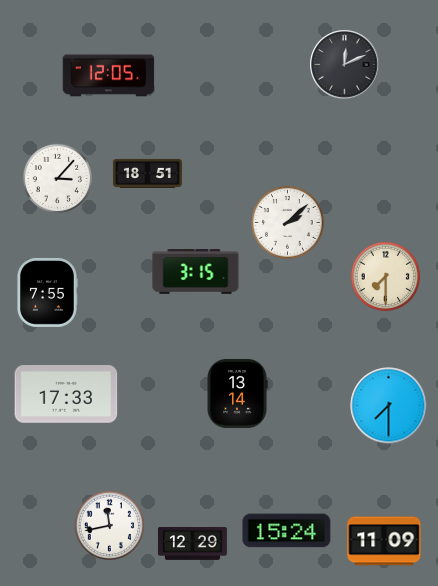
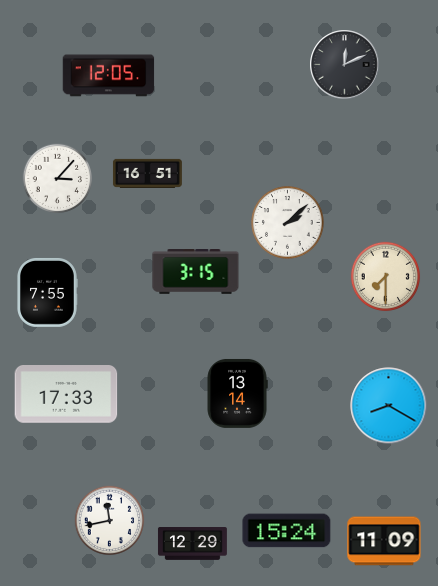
clock at (148, 173): 18:51 -> 16:51
clock at (389, 406): 7:30 -> 8:20
clock at (110, 526) position: (110, 526) -> (110, 521)
